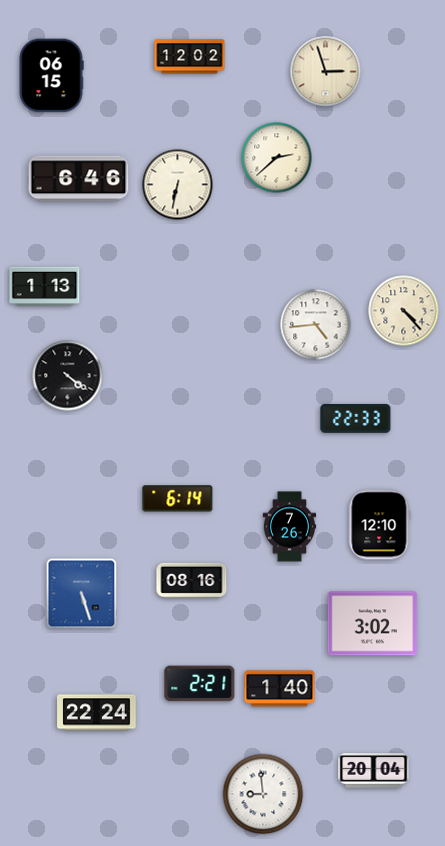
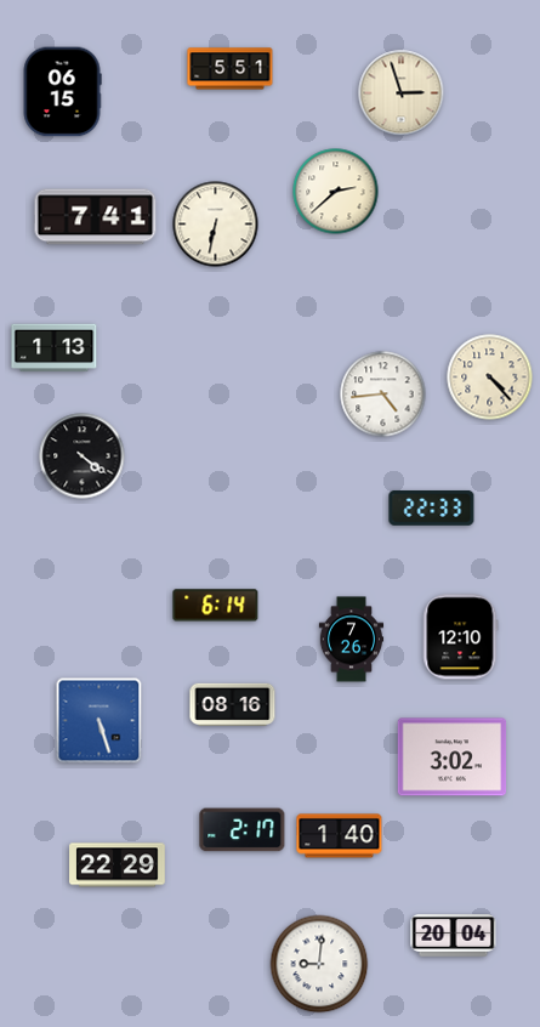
clock at (190, 57): 12:02 -> 5:51
clock at (326, 72) position: (326, 72) -> (402, 93)
clock at (79, 179): 6:46 -> 7:41
clock at (200, 684): 2:21 -> 2:17
clock at (97, 713): 22:24 -> 22:29
clock at (263, 794): 8:59 -> 9:01
